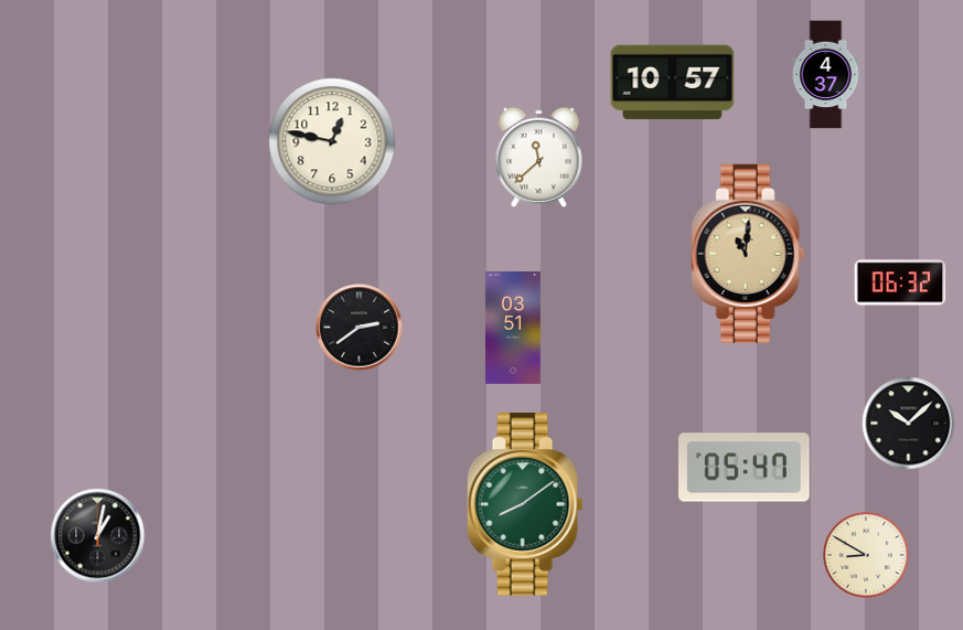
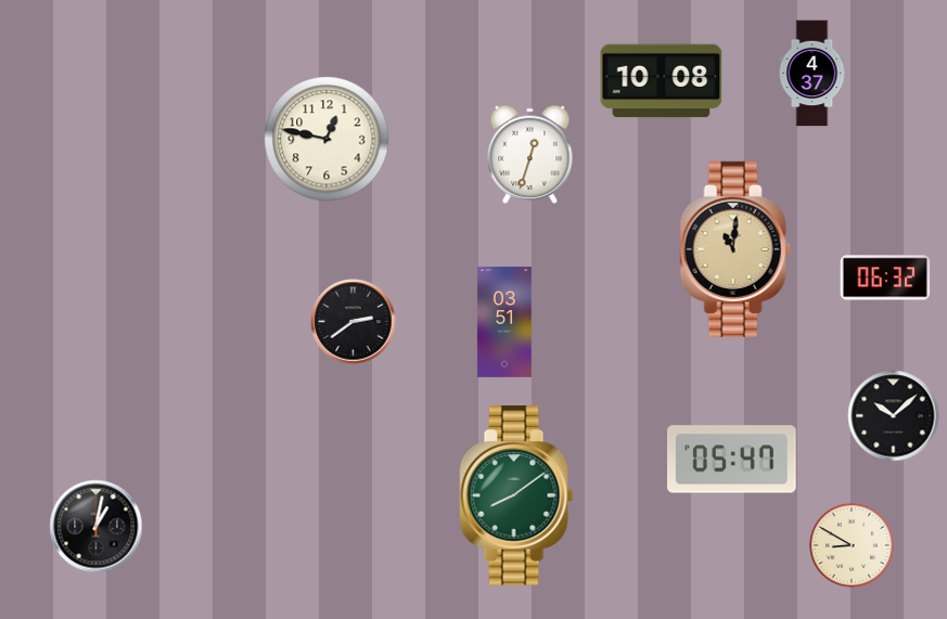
clock at (673, 83): 10:57 -> 10:08
clock at (539, 157): 11:38 -> 12:33
